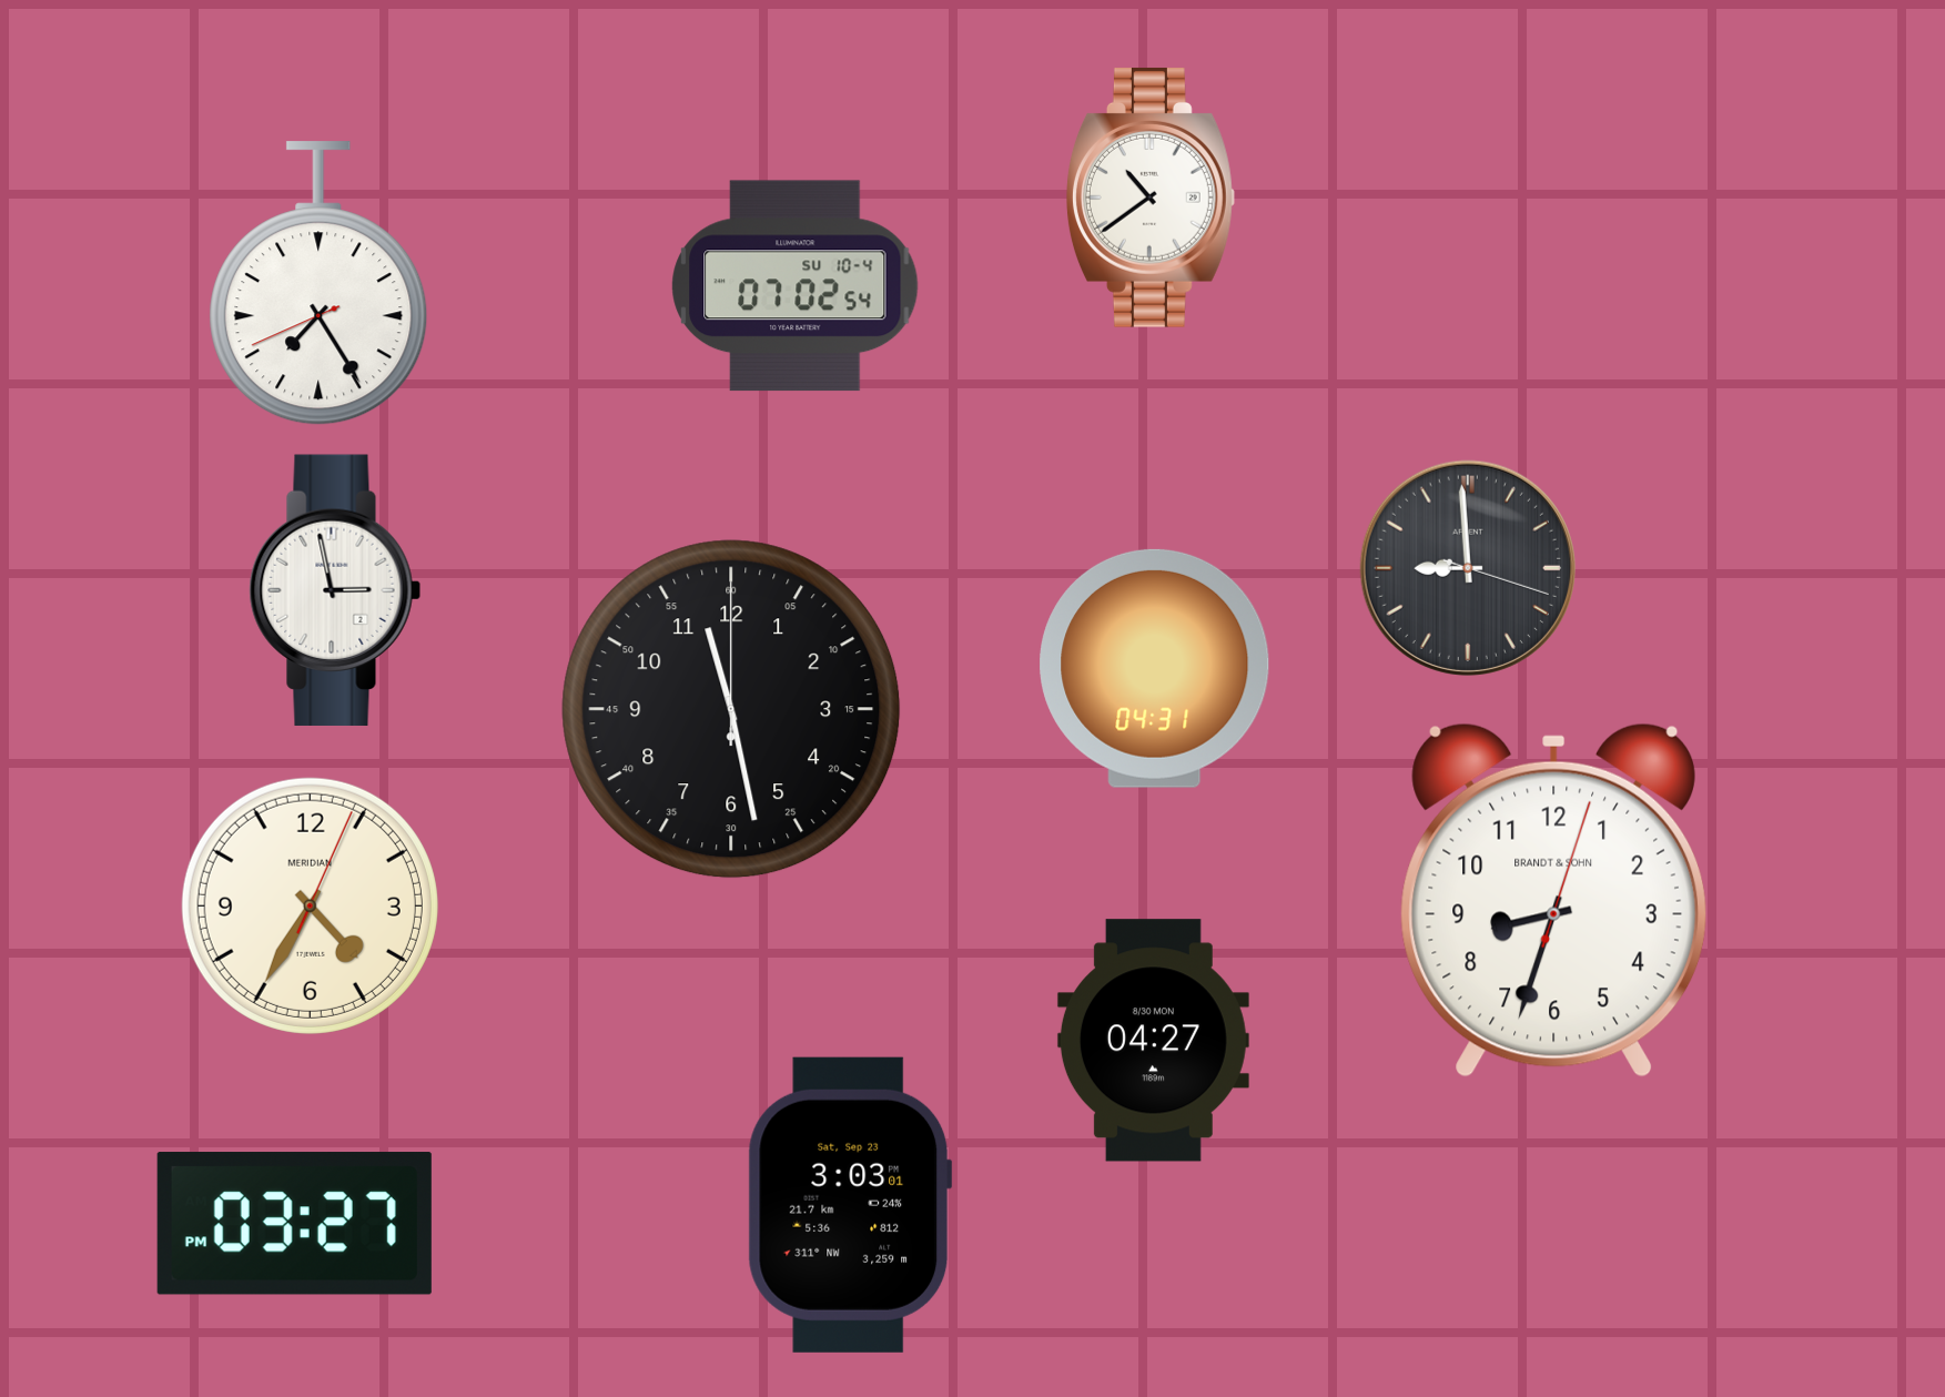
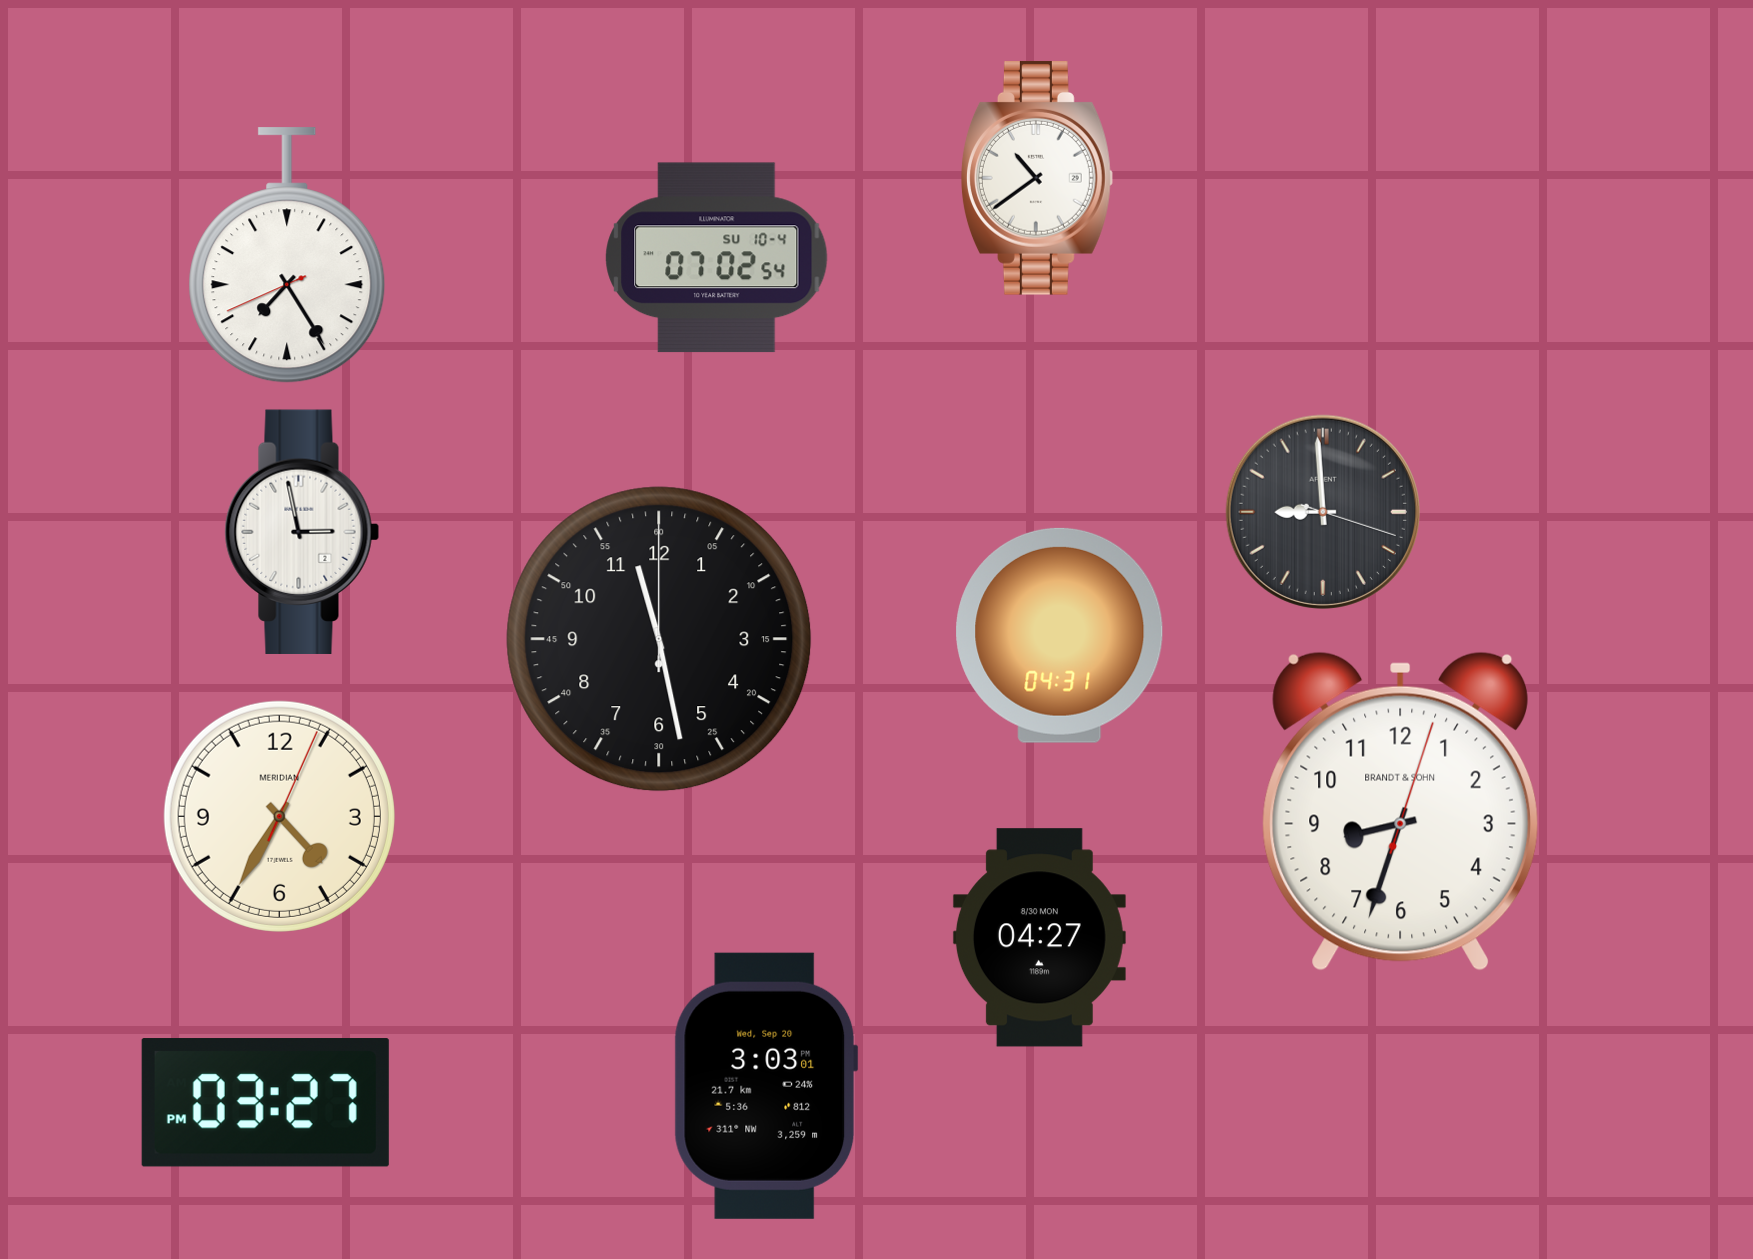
clock at (1155, 668) position: (1155, 668) -> (1060, 635)
clock at (850, 1205) date: Sat, Sep 23 -> Wed, Sep 20
